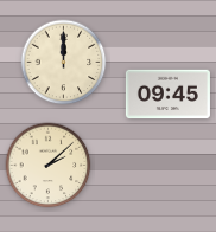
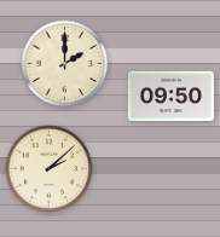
clock at (64, 63): 12:00 -> 2:00
clock at (167, 95): 09:45 -> 09:50
